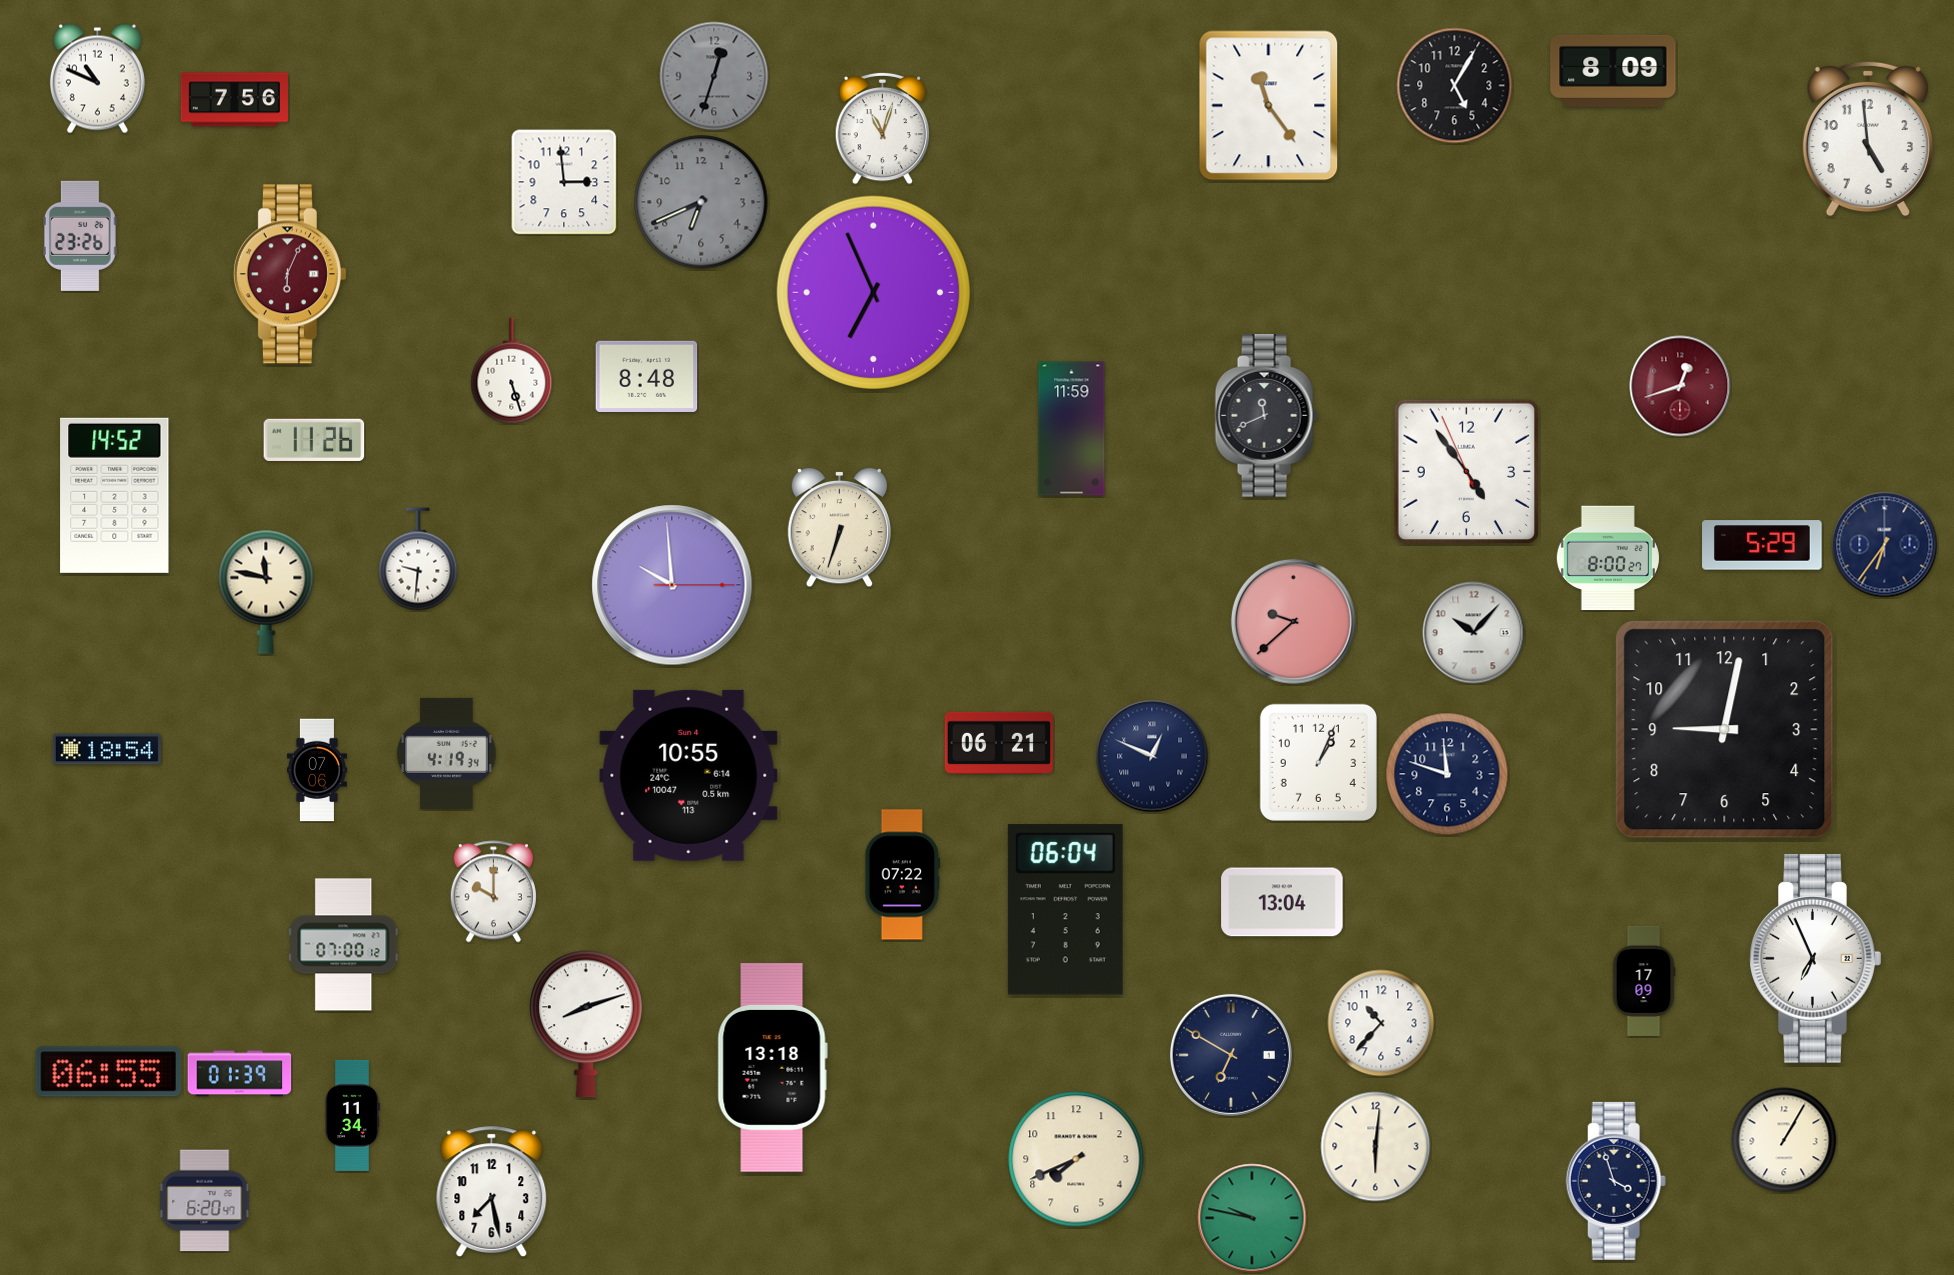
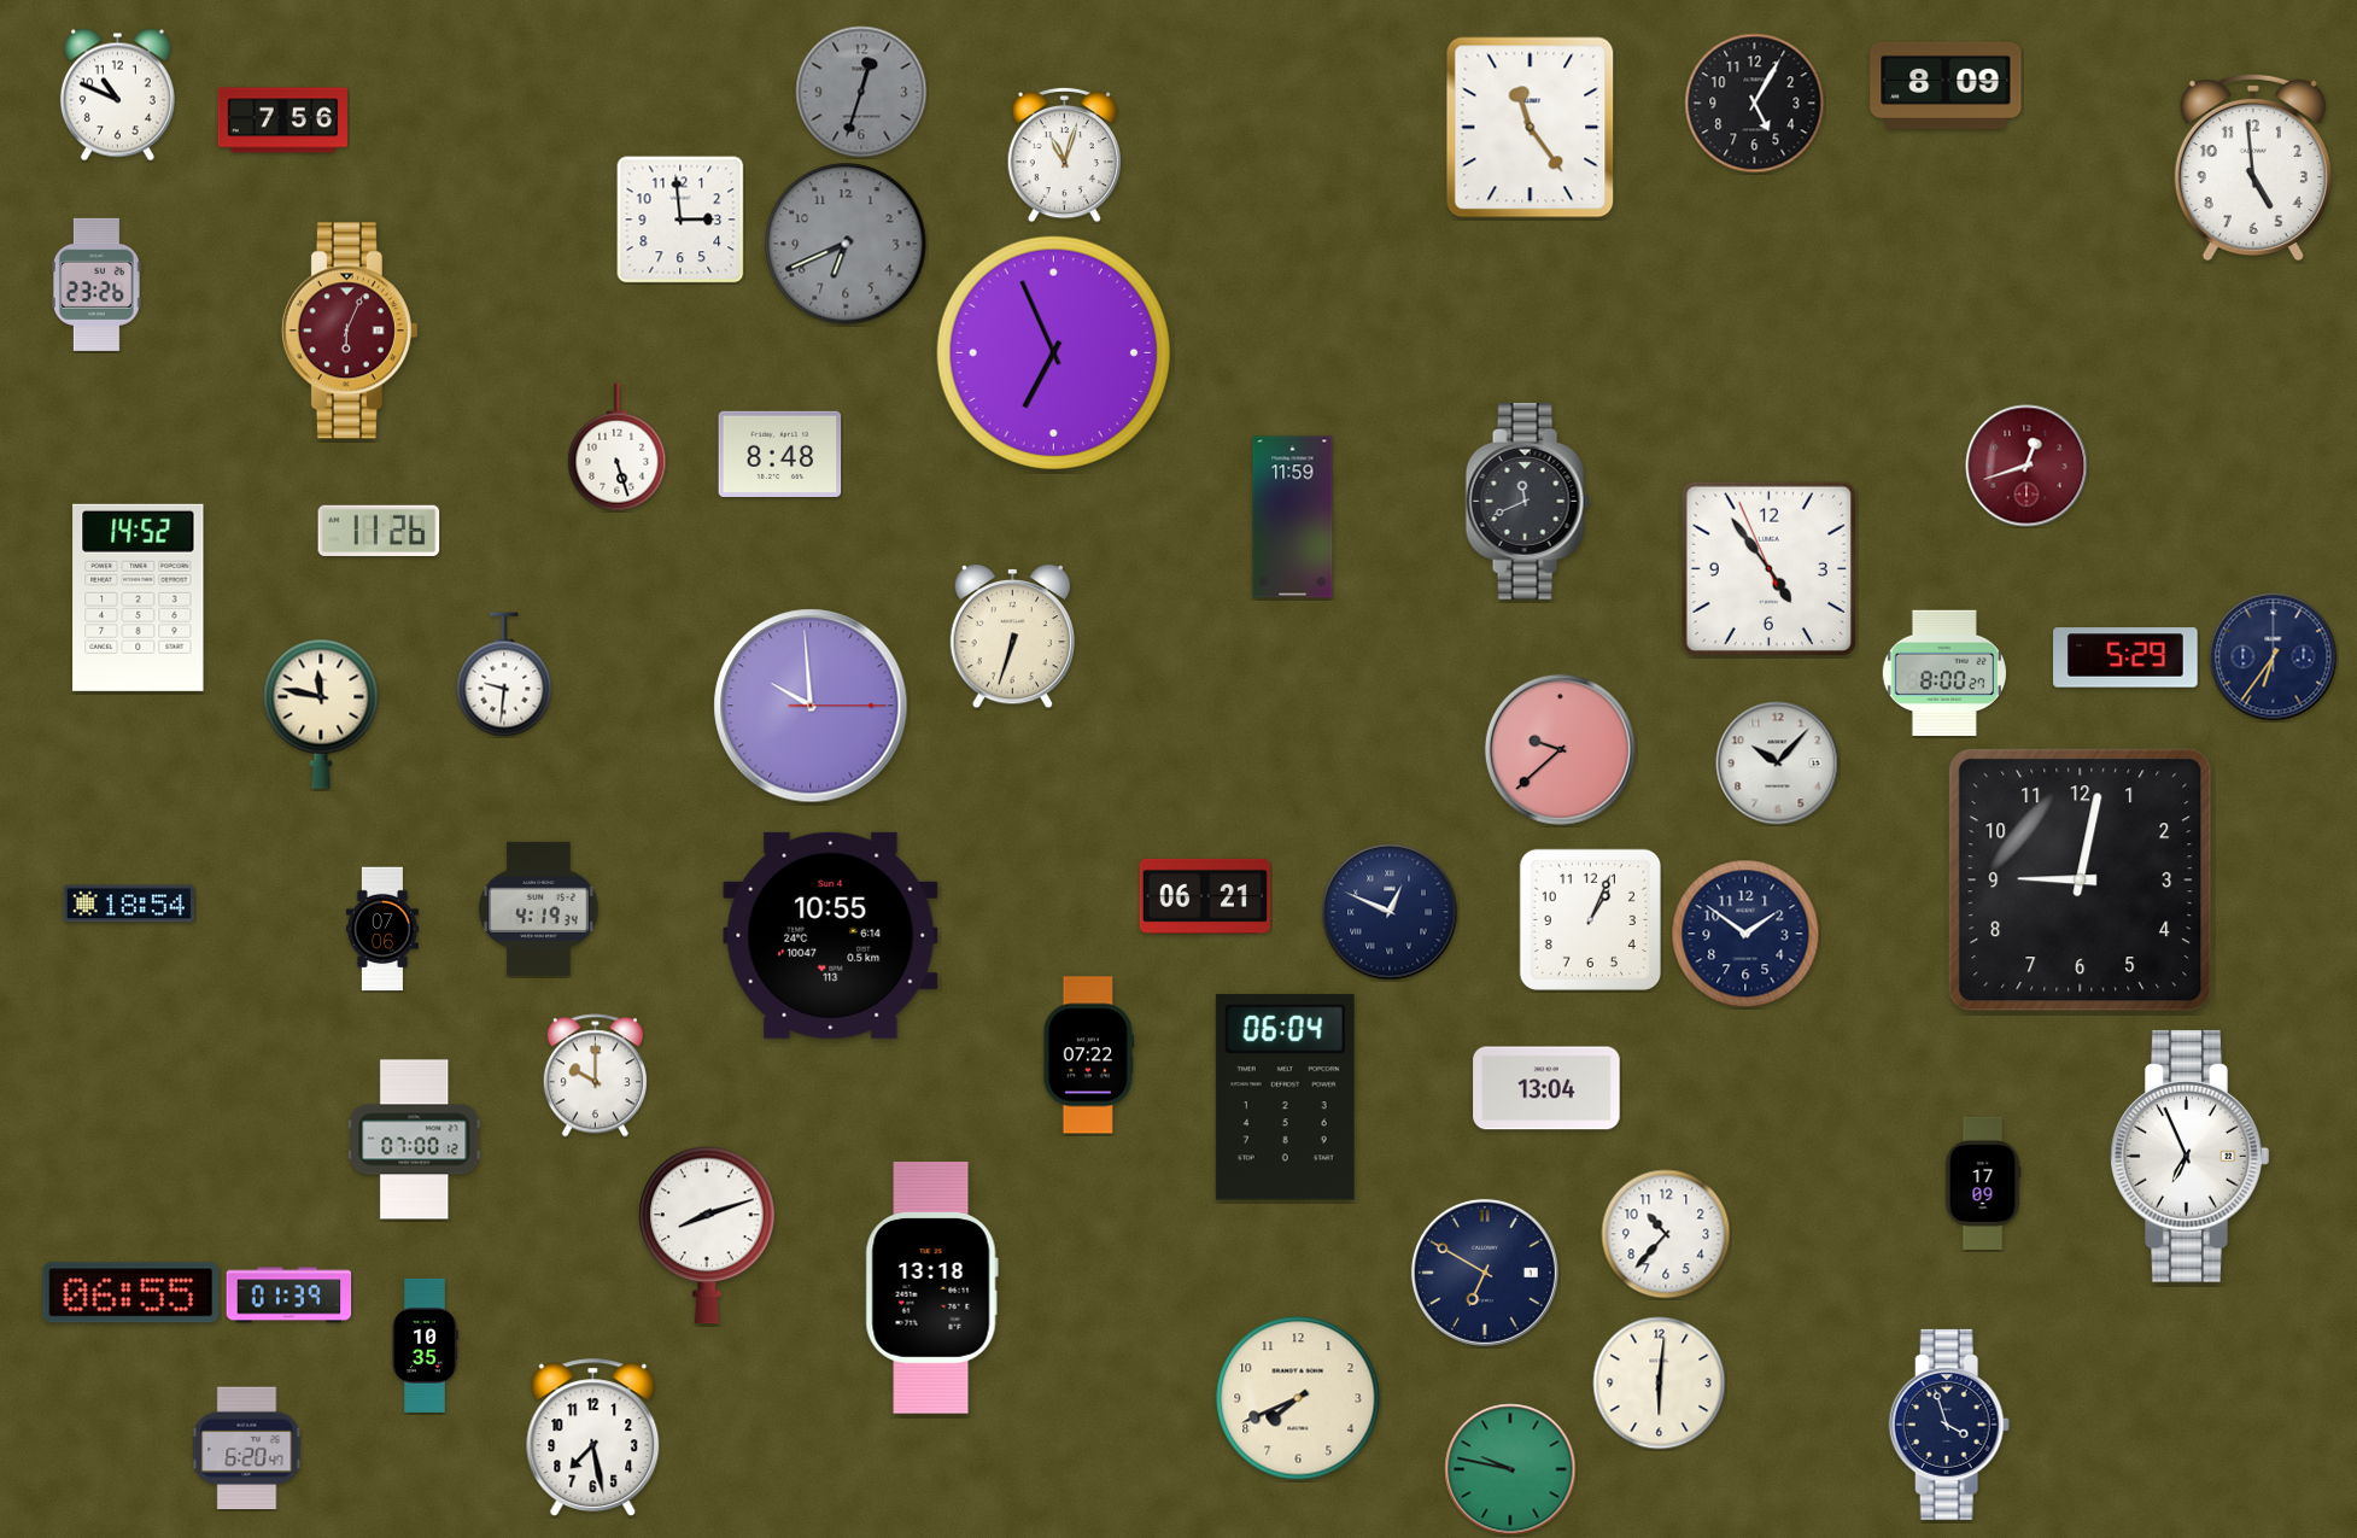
clock at (1608, 558) position: (1608, 558) -> (1944, 673)
clock at (1447, 774): 11:48 -> 1:51
clock at (352, 1115): 11:34 -> 10:35
clock at (1784, 1140): 1:05 -> none
